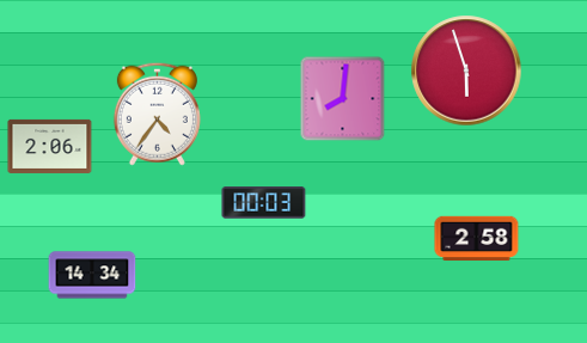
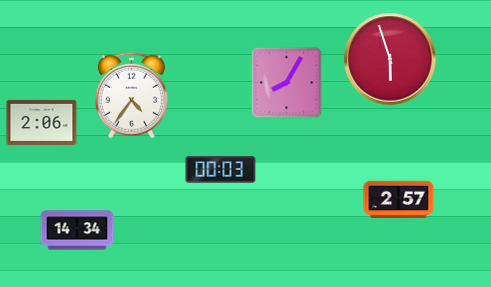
clock at (343, 99): 8:01 -> 8:05
clock at (477, 239): 2:58 -> 2:57
